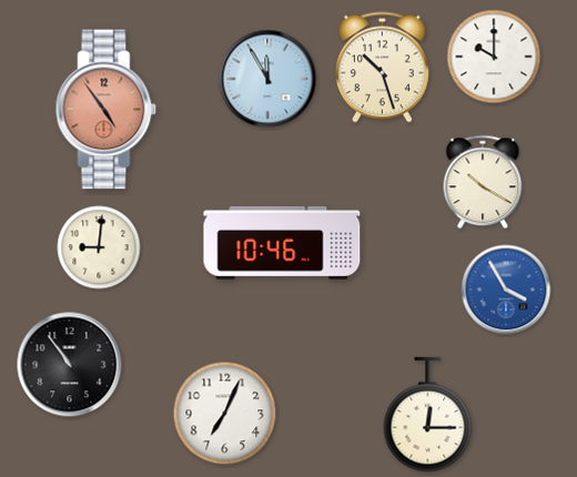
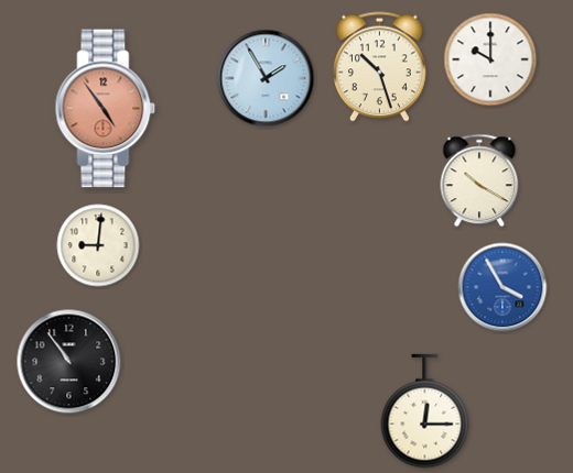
clock at (494, 57) position: (494, 57) -> (490, 59)
clock at (267, 79): 11:55 -> 1:55
clock at (282, 243): 10:46 -> none
clock at (225, 414): 7:04 -> none
